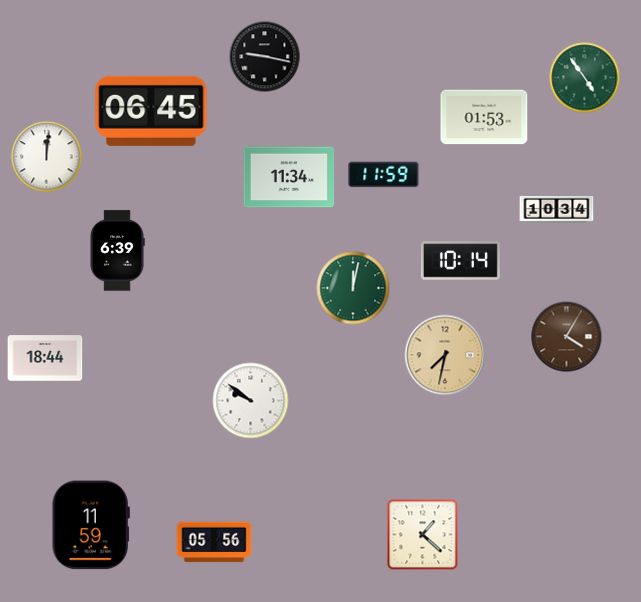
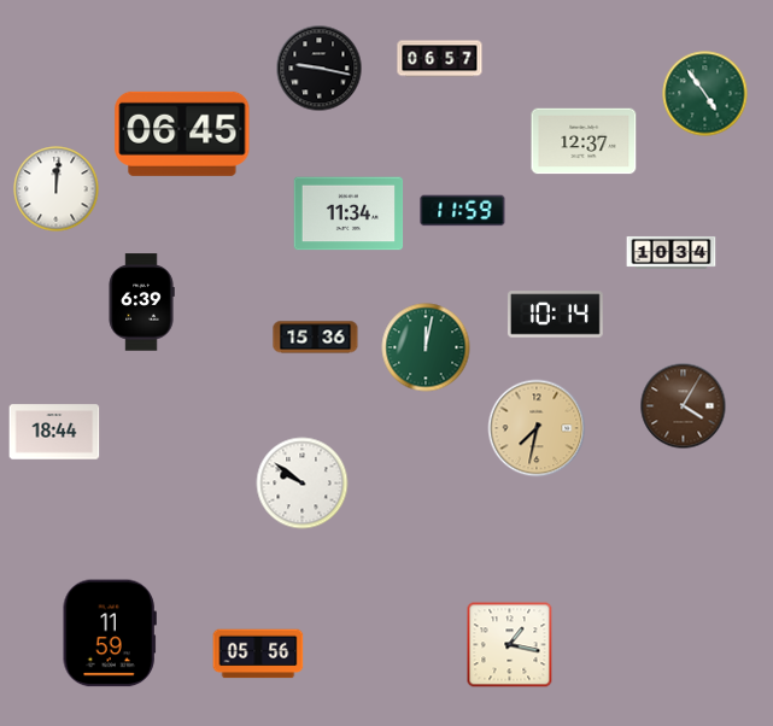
clock at (440, 59): none -> 06:57
clock at (484, 117): 01:53 -> 12:37
clock at (316, 338): none -> 15:36
clock at (423, 535): 1:22 -> 1:17
